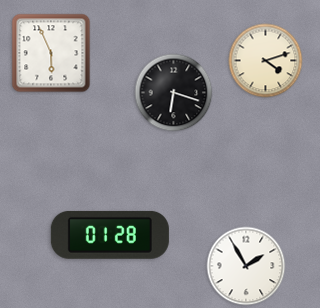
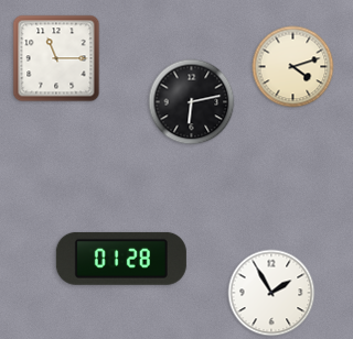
clock at (51, 53): 5:56 -> 11:15
clock at (174, 93): 6:18 -> 6:13
